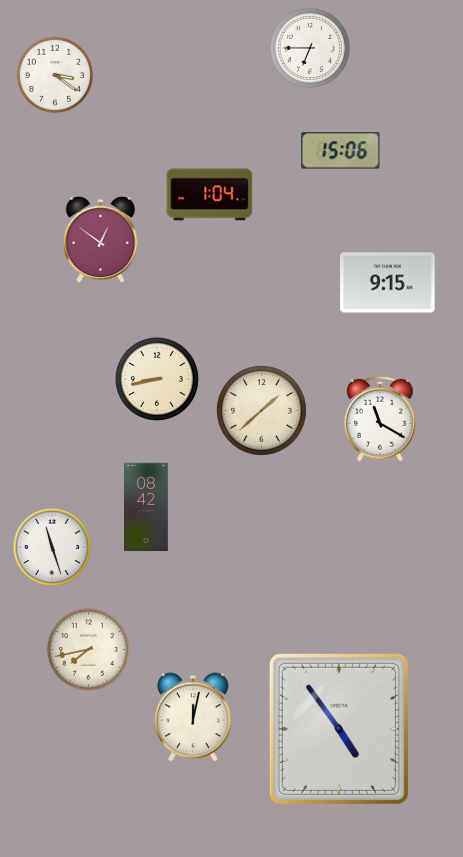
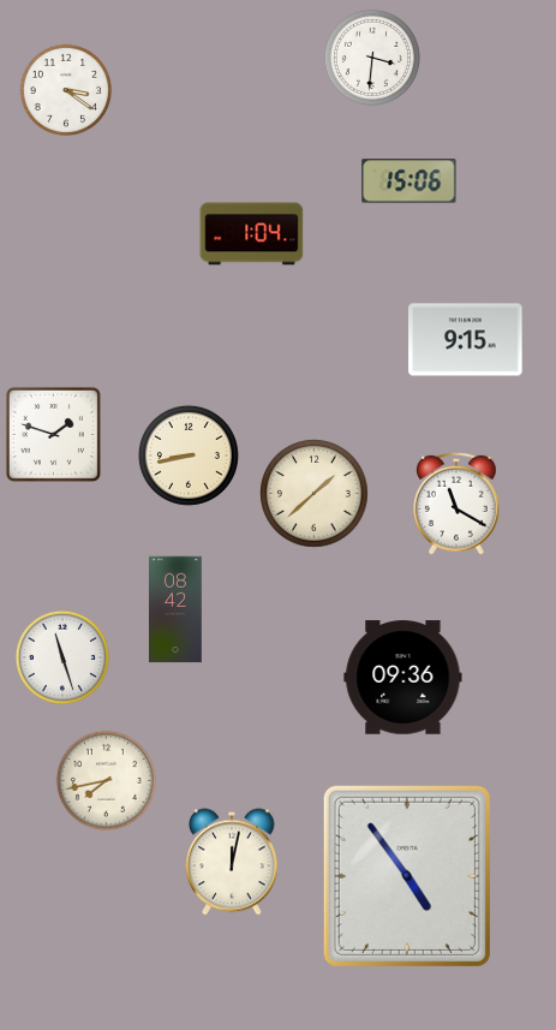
clock at (310, 48): 6:45 -> 3:31
clock at (101, 240): 12:51 -> none
clock at (53, 434): none -> 1:48
clock at (403, 678): none -> 09:36
